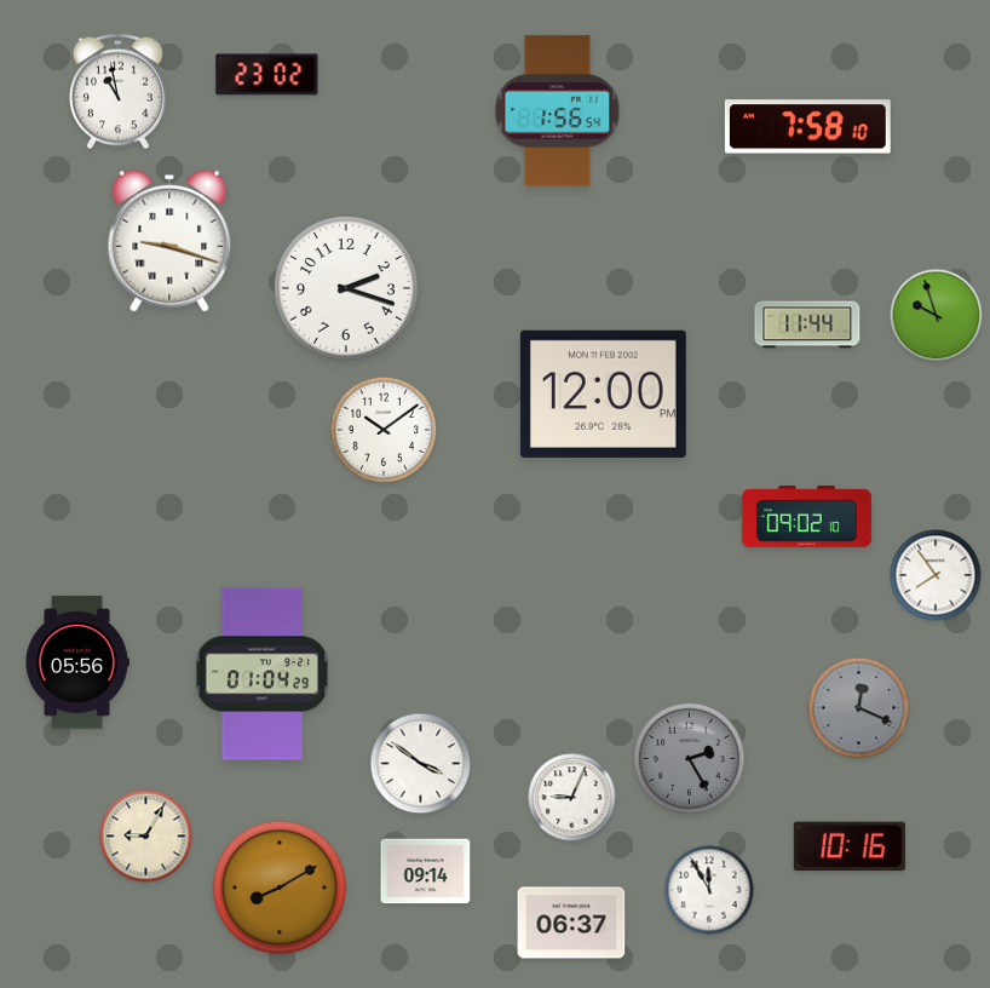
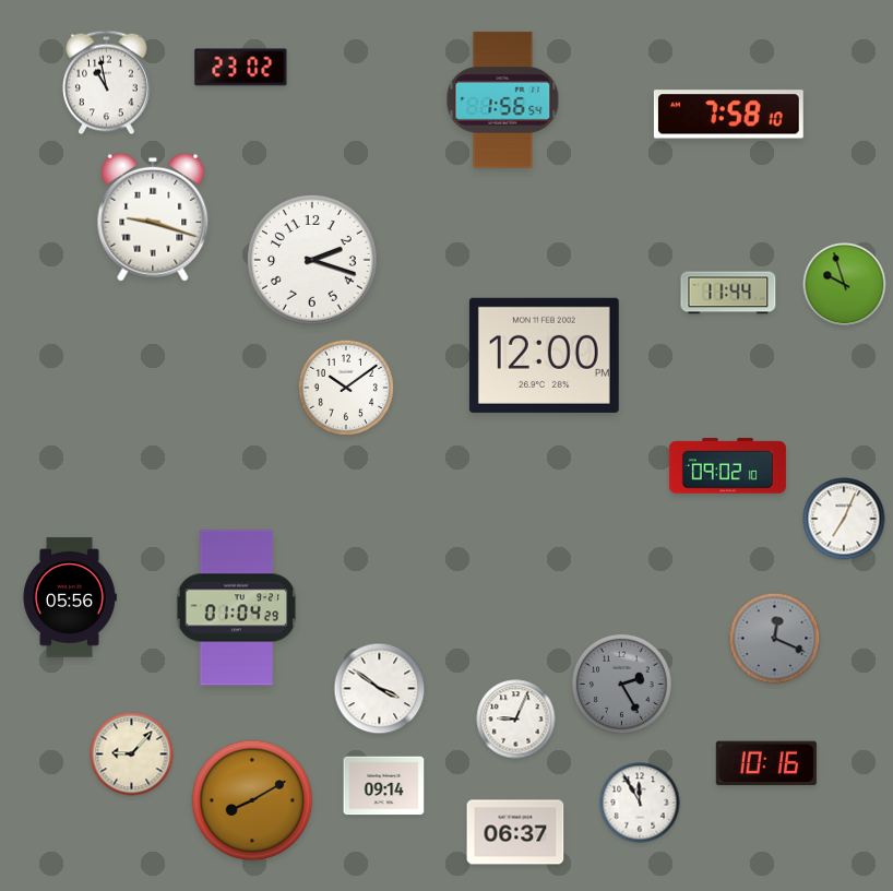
clock at (936, 575): 7:54 -> 7:04
clock at (146, 837): 9:05 -> 9:07
